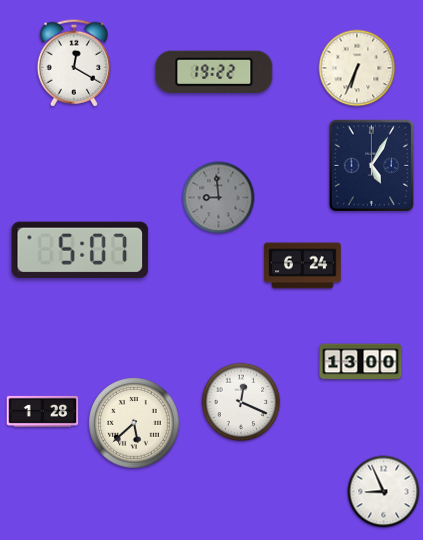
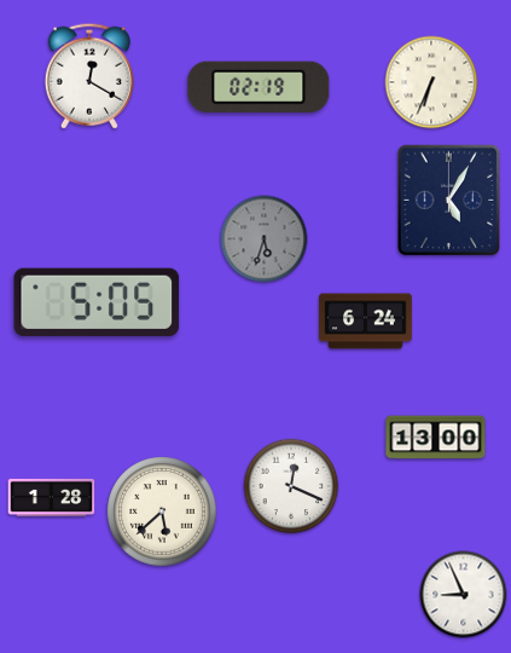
clock at (214, 72): 19:22 -> 02:19
clock at (219, 198): 8:59 -> 5:33
clock at (80, 250): 5:07 -> 5:05
